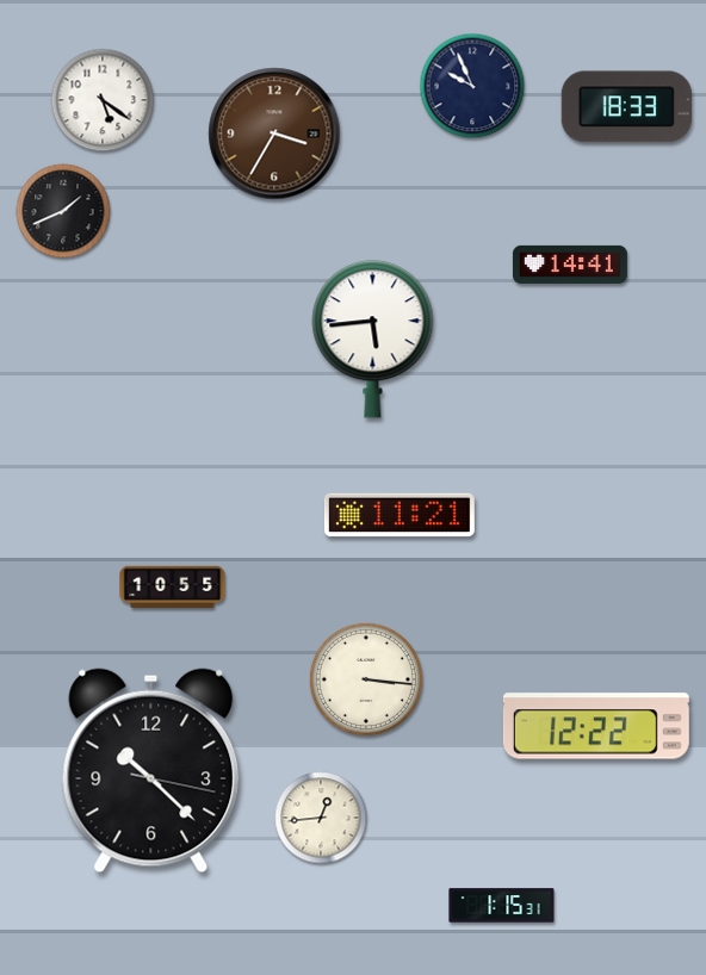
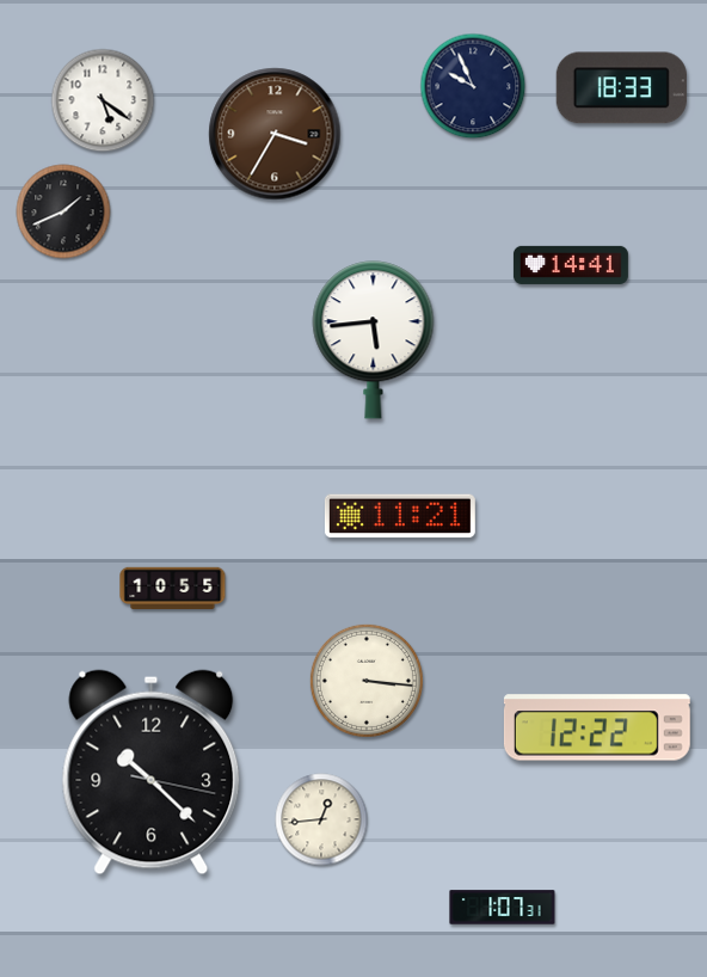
clock at (626, 107) position: (626, 107) -> (621, 88)
clock at (502, 906): 1:15 -> 1:07
